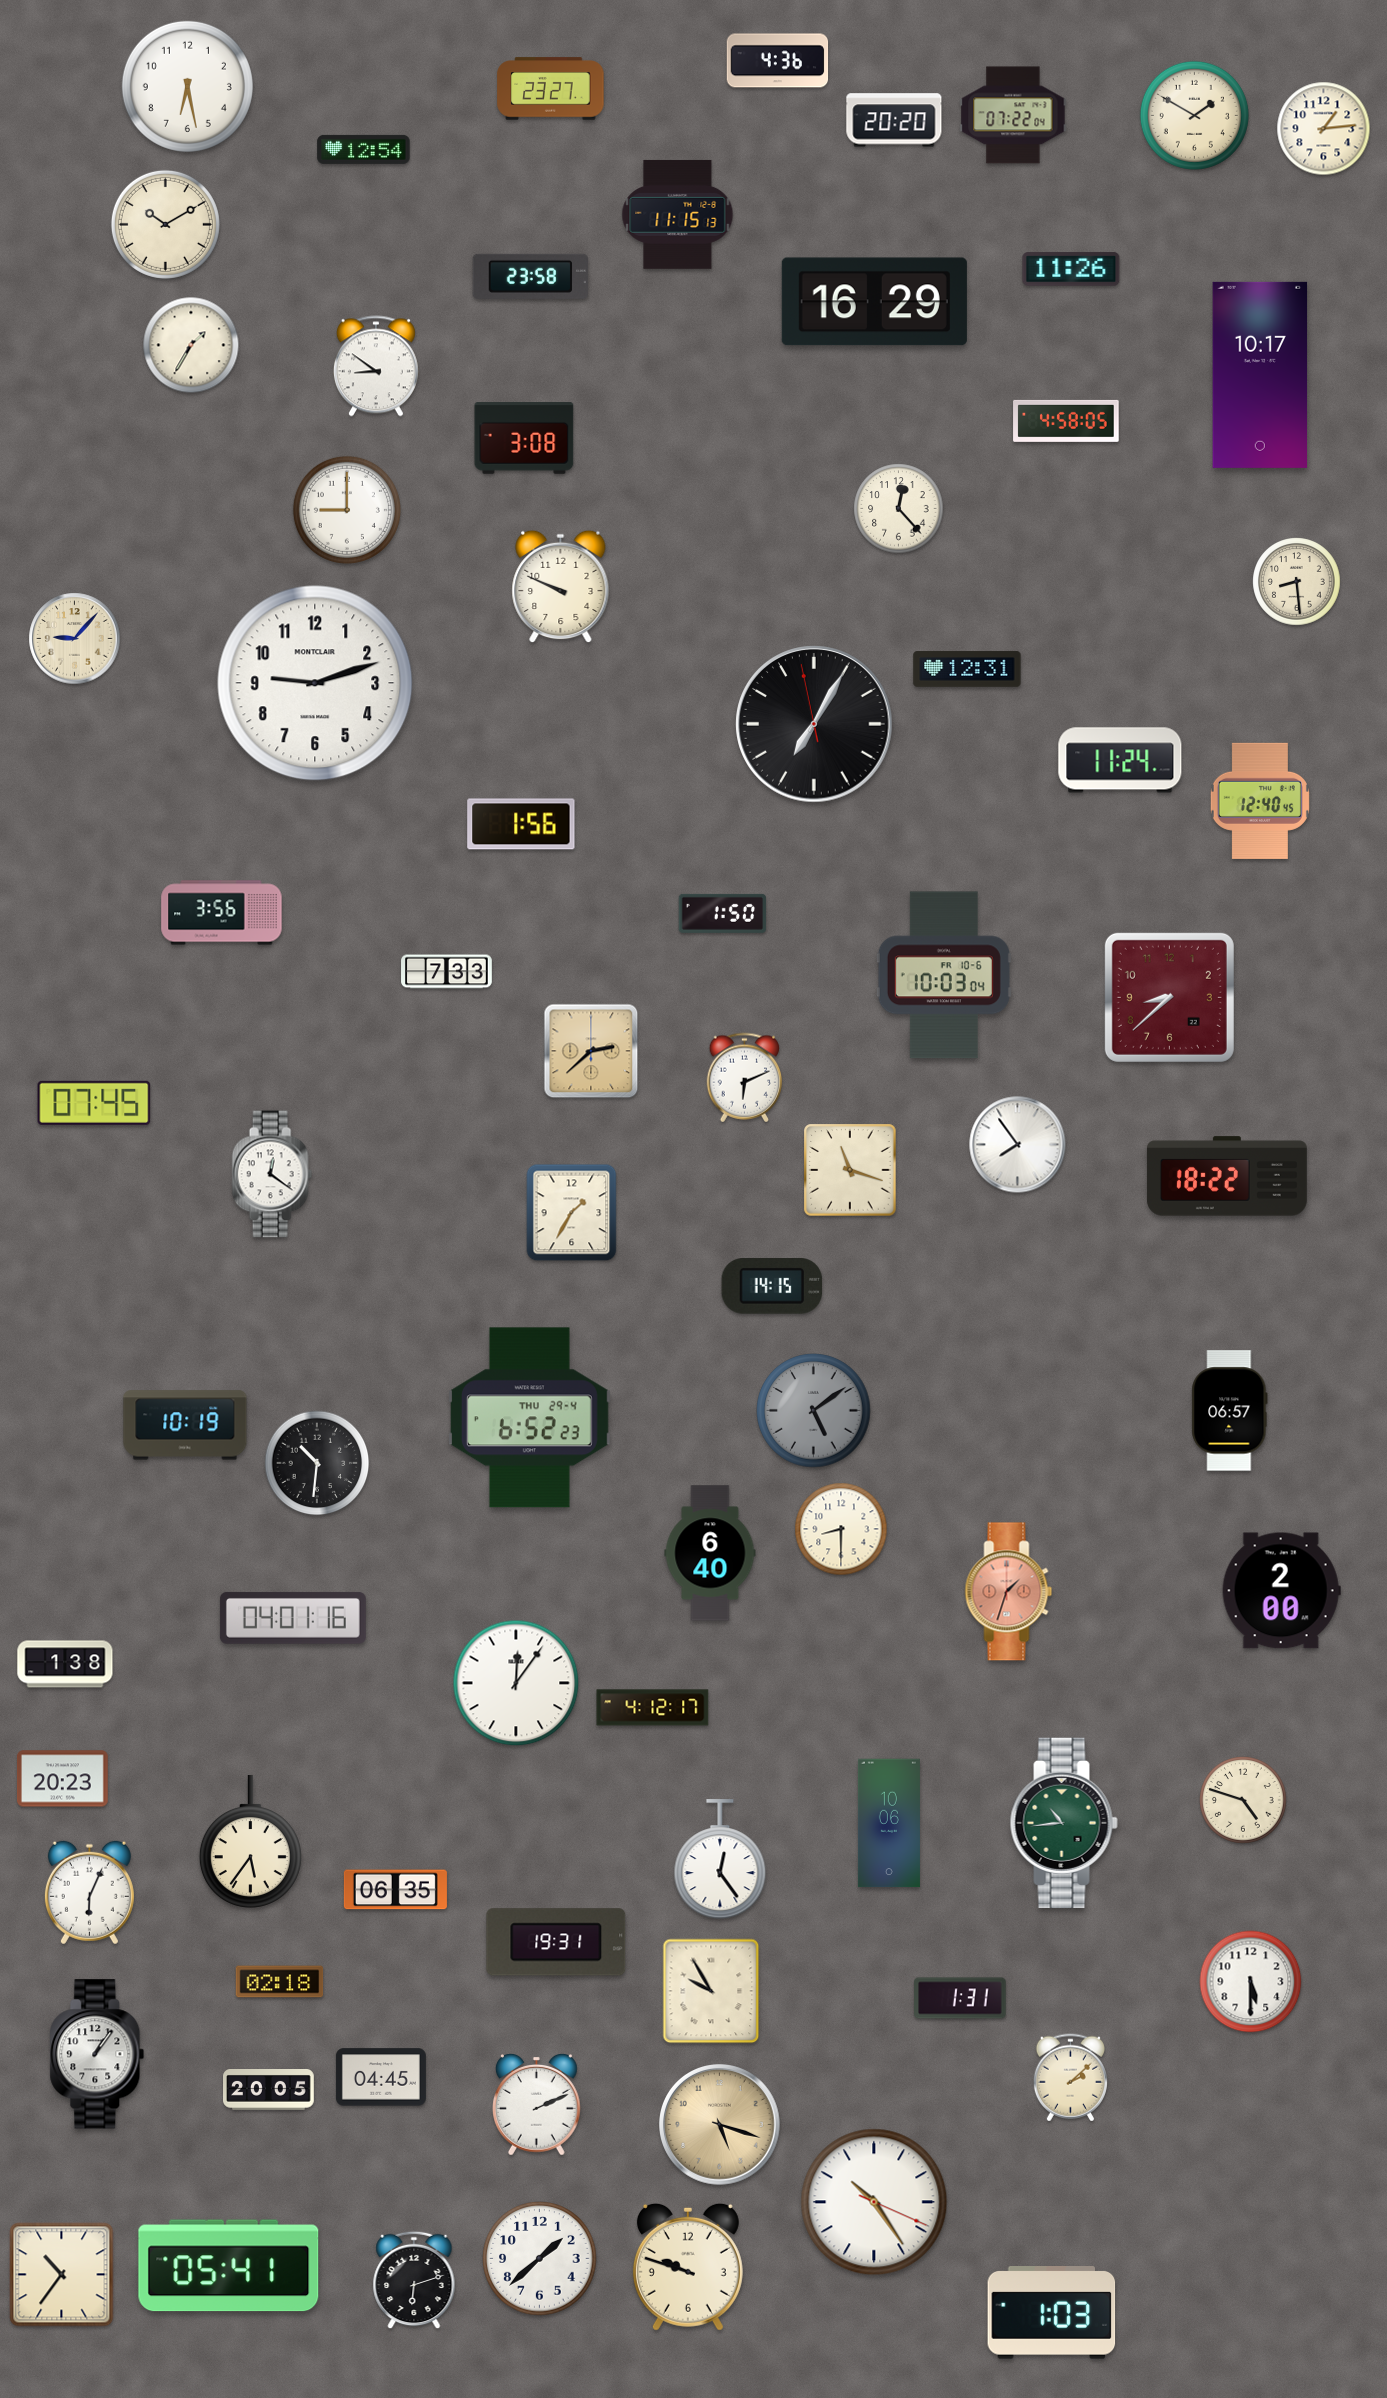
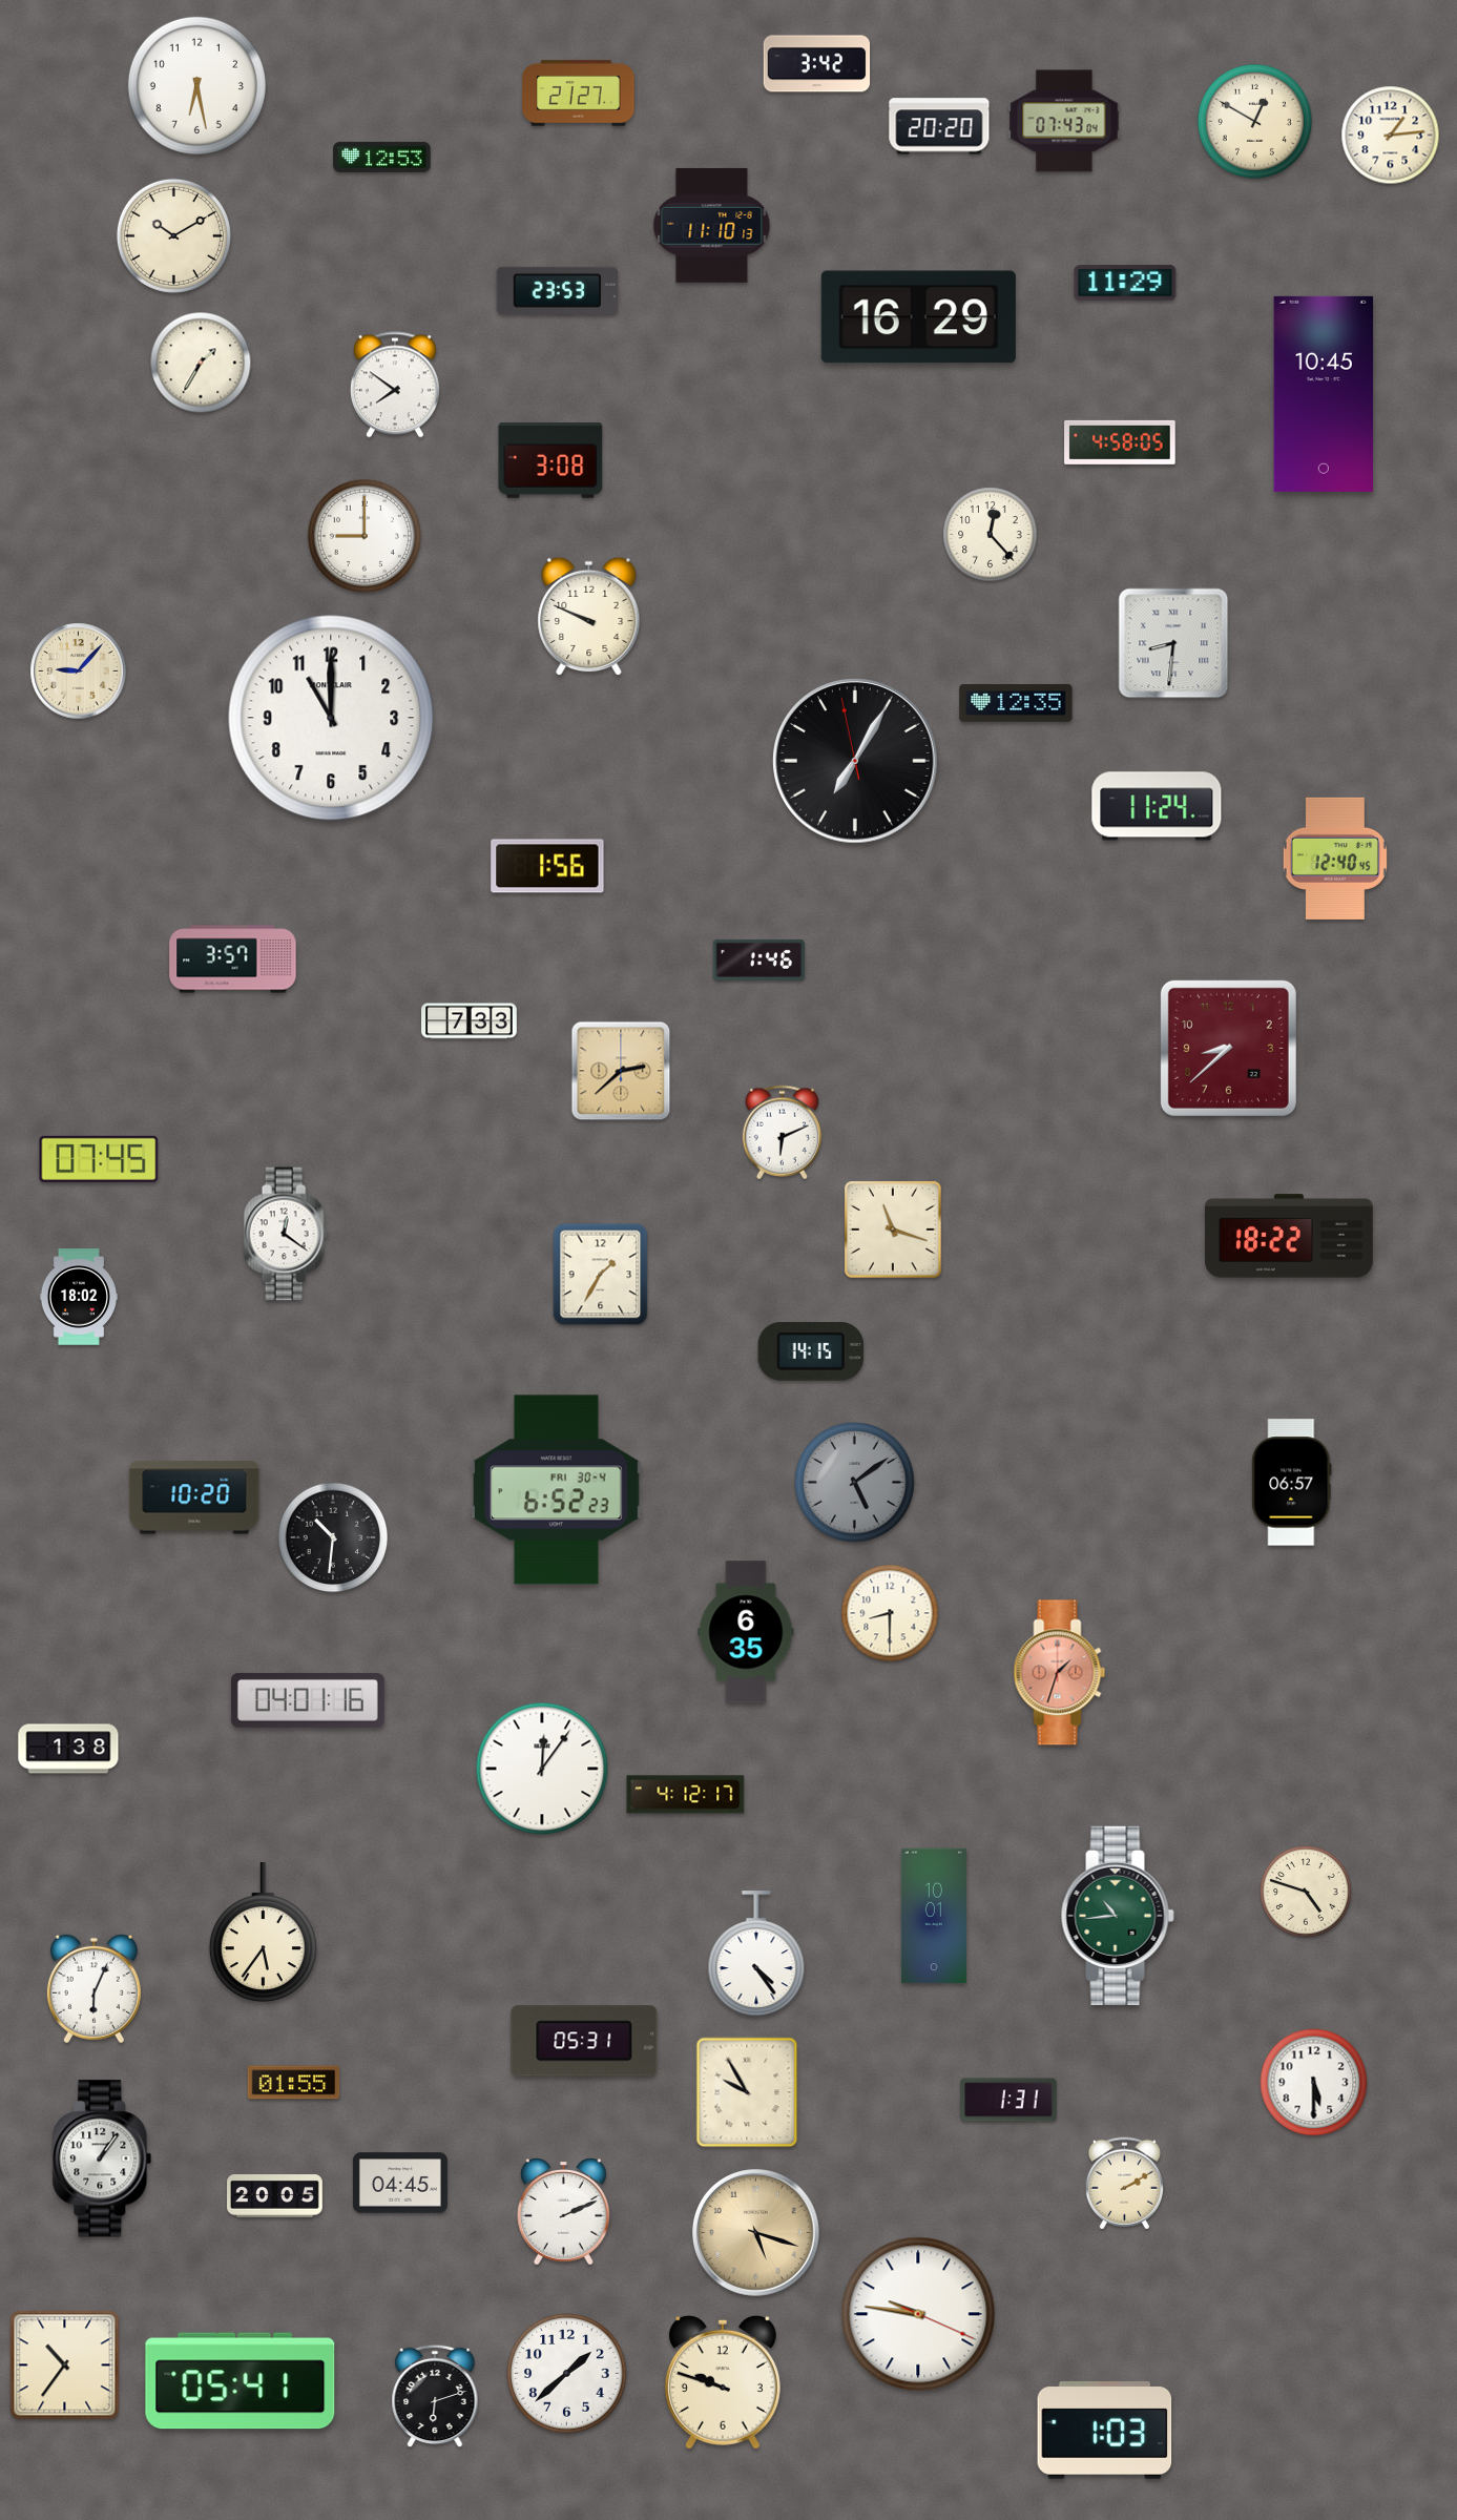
clock at (778, 61): 4:36 -> 3:42
clock at (187, 86) position: (187, 86) -> (196, 85)
clock at (551, 89): 23:27 -> 21:27
clock at (1013, 115): 07:22 -> 07:43
clock at (1194, 115): 1:50 -> 12:50
clock at (364, 149): 12:54 -> 12:53
clock at (678, 214): 11:15 -> 11:10
clock at (1071, 269): 11:26 -> 11:29
clock at (530, 276): 23:58 -> 23:53
clock at (376, 366): 8:51 -> 7:51
clock at (1260, 375): 10:17 -> 10:45
clock at (899, 509) position: (899, 509) -> (991, 535)
clock at (1297, 582): 8:29 -> none
clock at (1173, 643): none -> 8:31
clock at (967, 669): 12:31 -> 12:35
clock at (315, 683): 9:12 -> 11:00
clock at (1120, 760) position: (1120, 760) -> (1157, 806)
clock at (1260, 801) position: (1260, 801) -> (1335, 859)
clock at (222, 913): 3:56 -> 3:57
clock at (723, 913): 1:50 -> 1:46
clock at (944, 975): 10:03 -> none
clock at (591, 1051) position: (591, 1051) -> (621, 1071)
clock at (1018, 1145): 7:54 -> none
clock at (78, 1297): none -> 18:02
clock at (529, 1418) date: THU 29-4 -> FRI 30-4
clock at (185, 1425): 10:19 -> 10:20
clock at (841, 1529) position: (841, 1529) -> (890, 1613)
clock at (710, 1553): 6:40 -> 6:35
clock at (1281, 1591): 2:00 -> none
clock at (62, 1779): 20:23 -> none
clock at (889, 1823): 10:06 -> 10:01
clock at (250, 1842) position: (250, 1842) -> (263, 1933)
clock at (720, 1860): 12:24 -> 4:24
clock at (395, 1890): 06:35 -> none
clock at (556, 1942): 19:31 -> 05:31
clock at (280, 1982): 02:18 -> 01:55
clock at (1070, 2078): 2:08 -> 2:10
clock at (269, 2090) position: (269, 2090) -> (275, 2196)
clock at (874, 2202): 10:24 -> 9:46
clock at (62, 2275) position: (62, 2275) -> (65, 2366)
